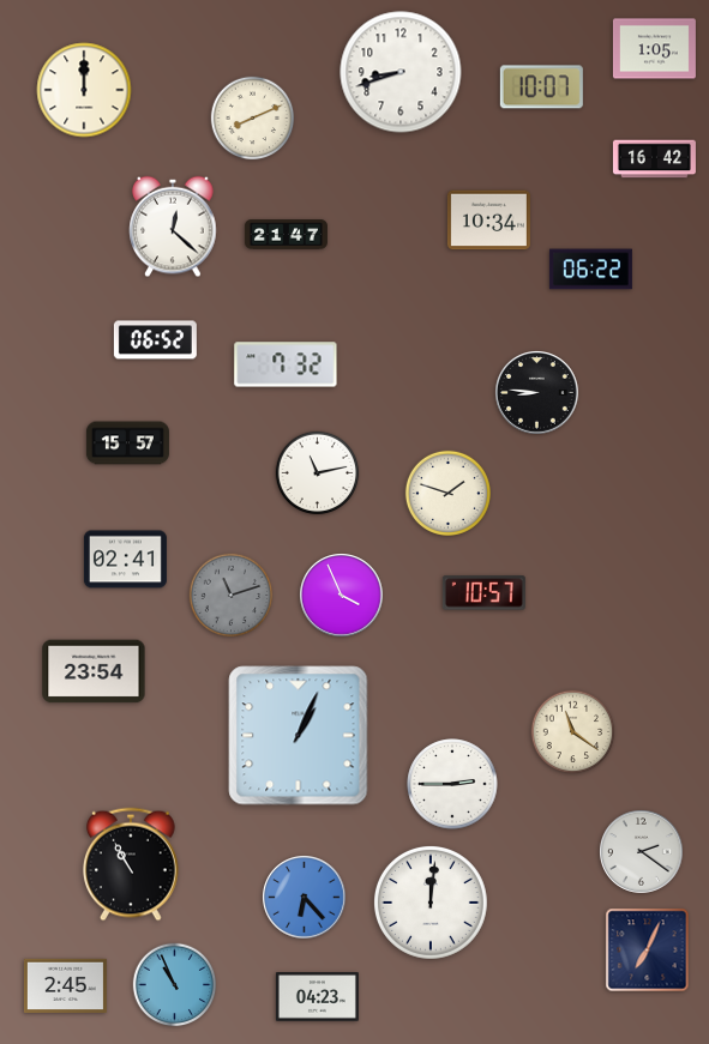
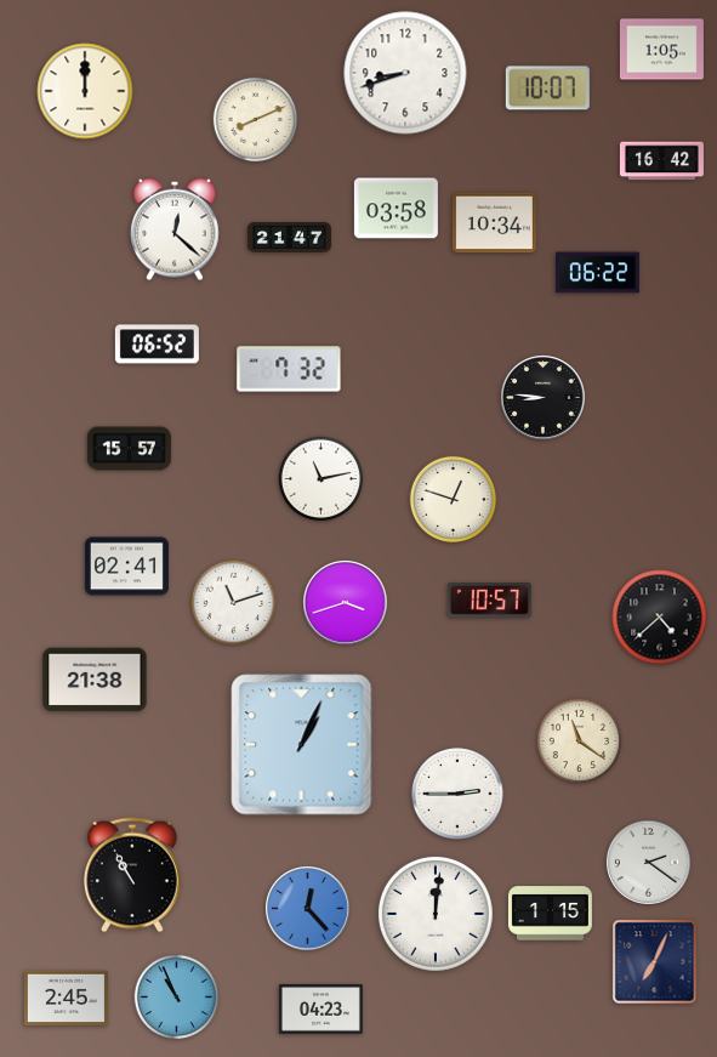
clock at (396, 209): none -> 03:58
clock at (447, 493): 1:48 -> 12:48
clock at (232, 596) dial: grey -> white
clock at (342, 596): 3:56 -> 3:42
clock at (660, 618): none -> 4:38
clock at (94, 671): 23:54 -> 21:38
clock at (305, 898): 6:23 -> 12:23
clock at (550, 914): none -> 1:15
